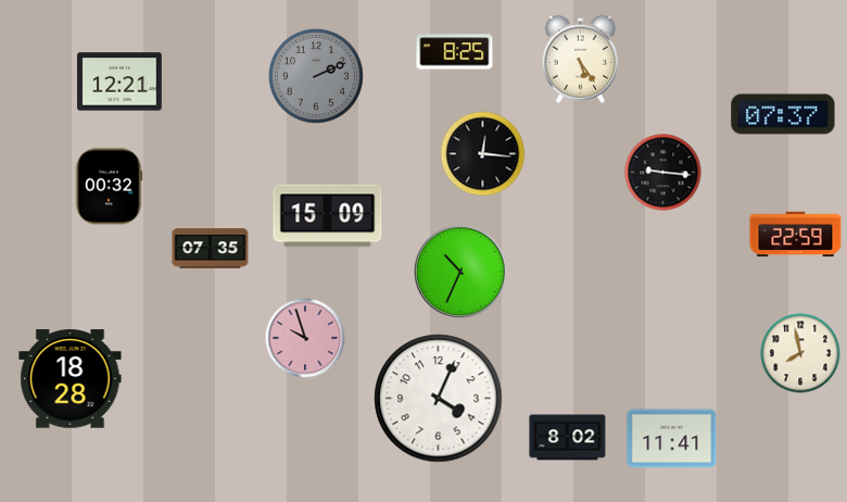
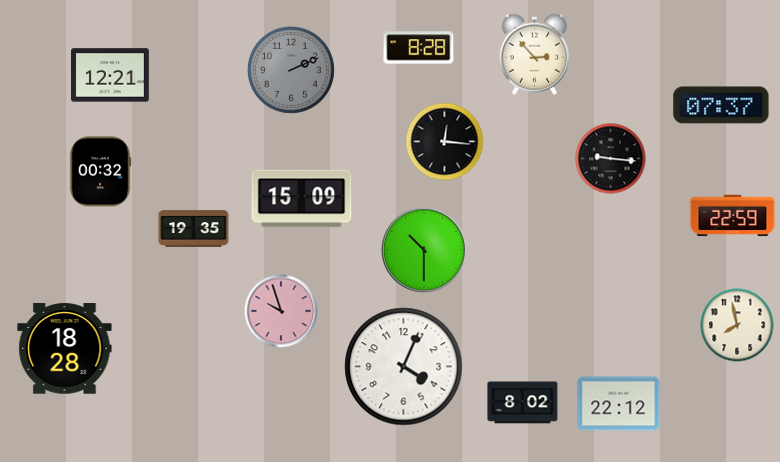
clock at (455, 52): 8:25 -> 8:28
clock at (580, 59): 5:24 -> 2:53
clock at (211, 249): 07:35 -> 19:35
clock at (460, 272): 10:34 -> 10:30
clock at (672, 439): 11:41 -> 22:12
